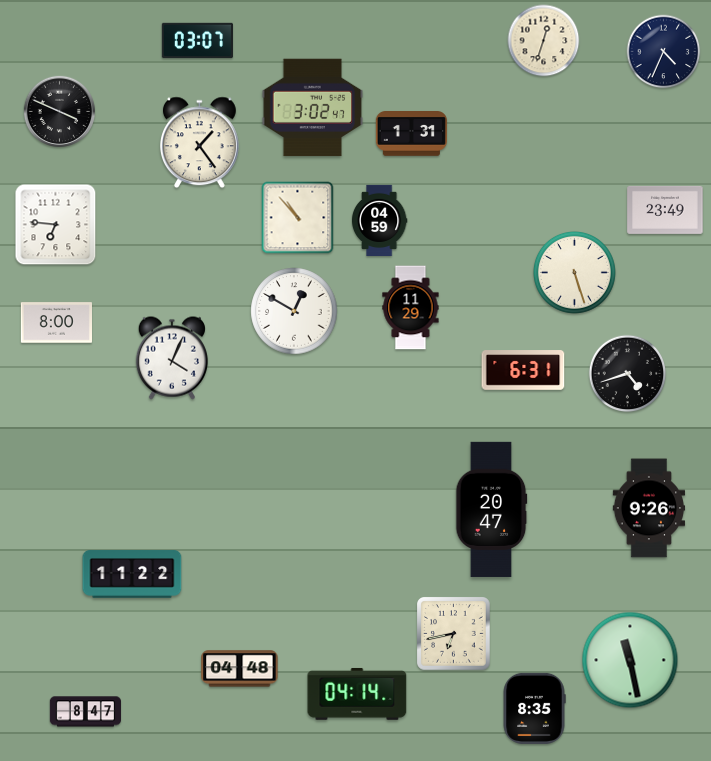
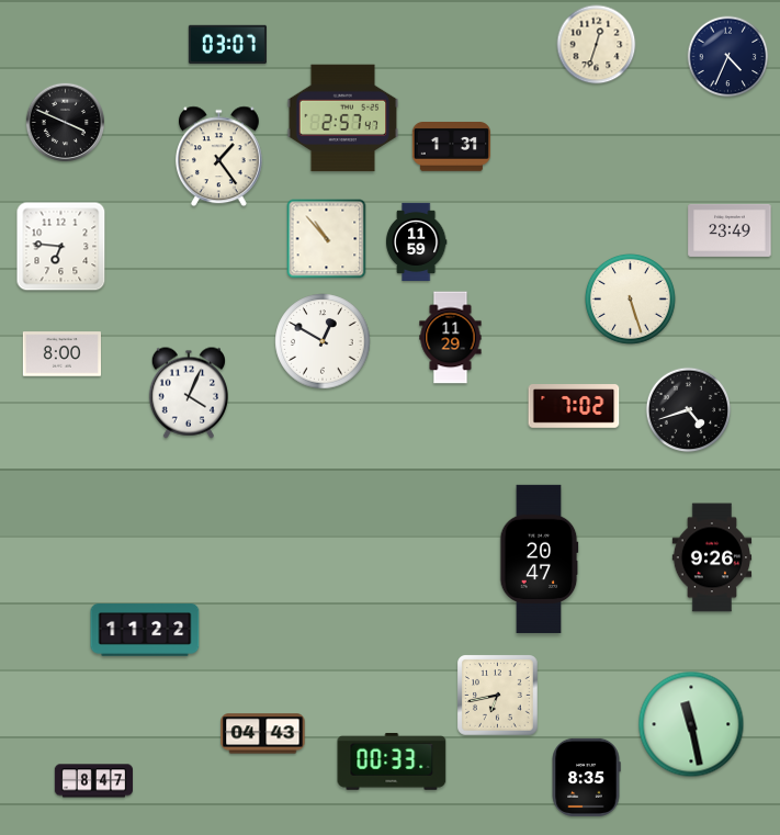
clock at (197, 41) position: (197, 41) -> (227, 45)
clock at (313, 108): 3:02 -> 2:57
clock at (379, 220): 04:59 -> 11:59
clock at (523, 370): 6:31 -> 7:02
clock at (240, 669): 04:48 -> 04:43
clock at (357, 694): 04:14 -> 00:33
